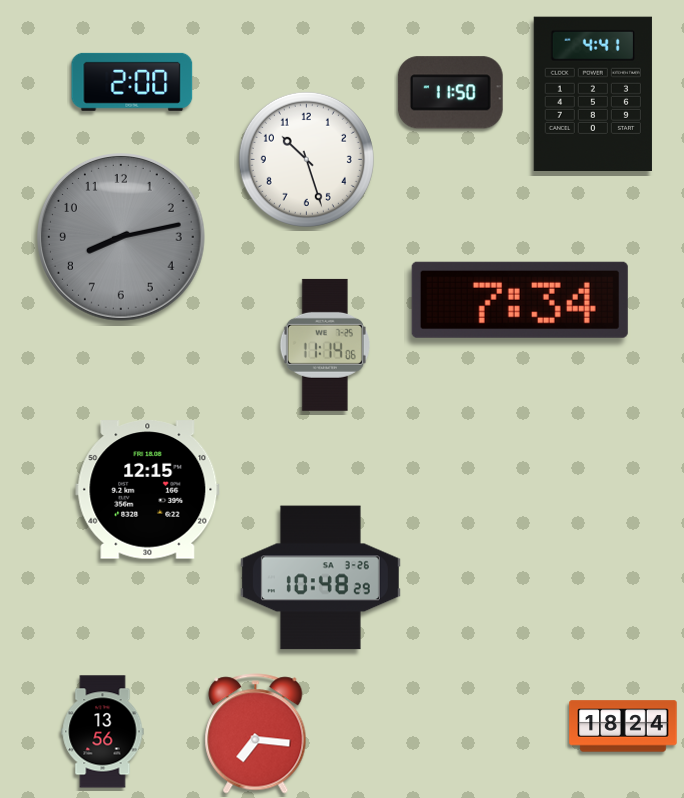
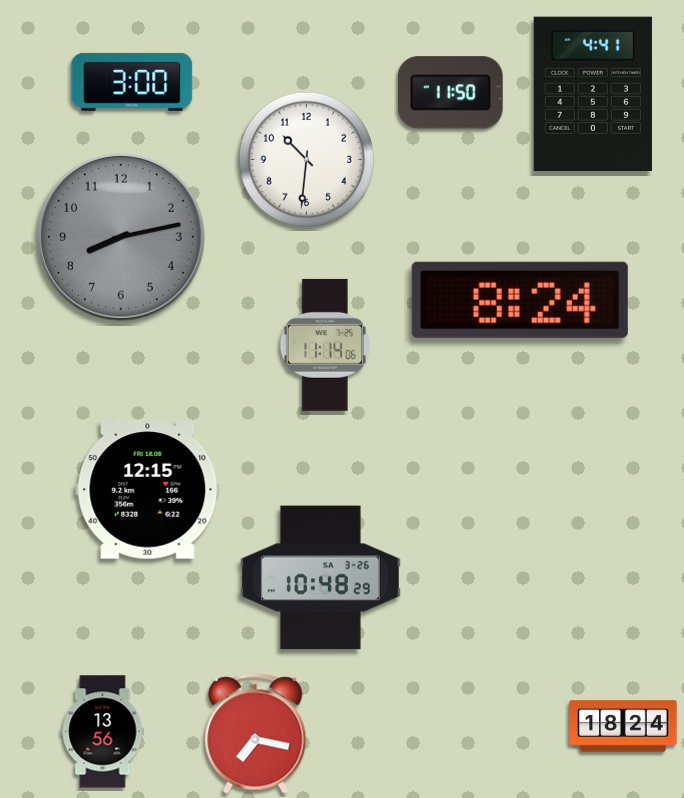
clock at (132, 82): 2:00 -> 3:00
clock at (306, 159): 10:27 -> 10:31
clock at (520, 300): 7:34 -> 8:24
clock at (256, 734): 7:16 -> 7:17
